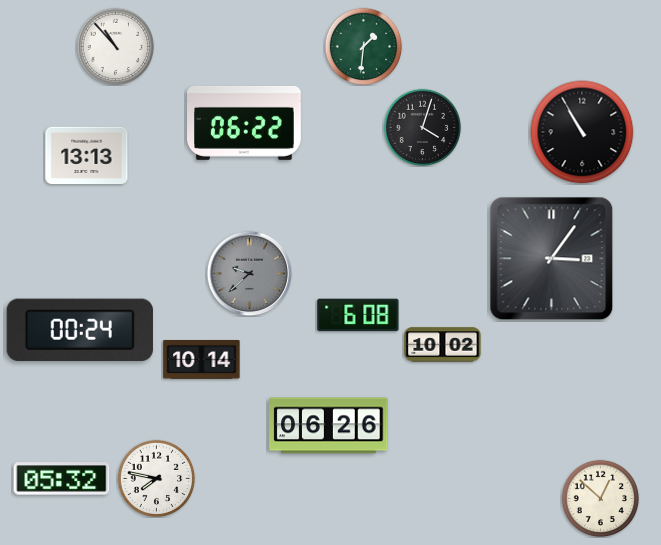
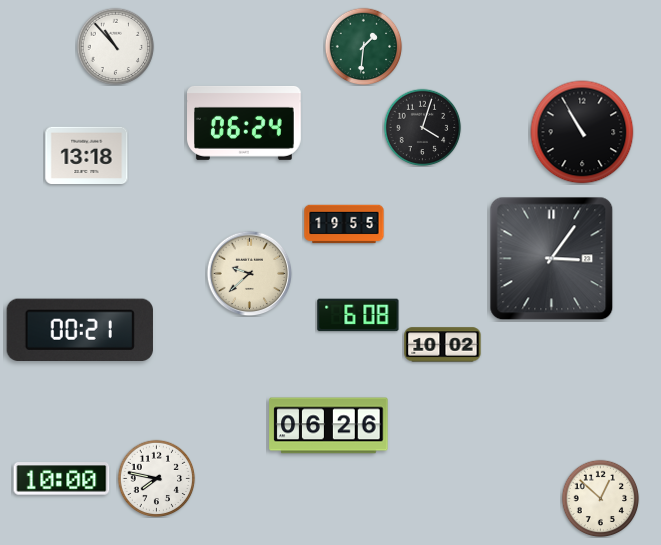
clock at (245, 123): 06:22 -> 06:24
clock at (87, 155): 13:13 -> 13:18
clock at (344, 224): none -> 19:55
clock at (249, 273) dial: grey -> cream
clock at (80, 329): 00:24 -> 00:21
clock at (202, 359): 10:14 -> none
clock at (62, 479): 05:32 -> 10:00
